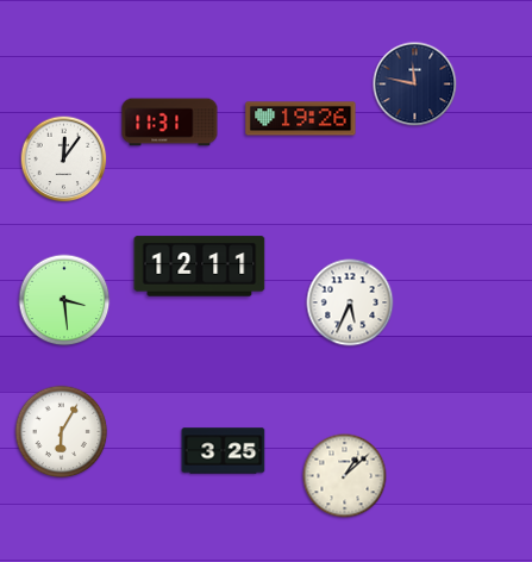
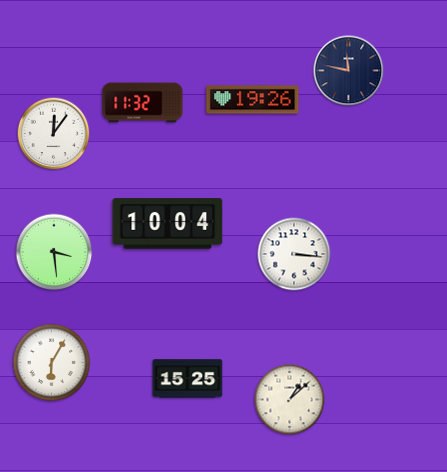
clock at (170, 123): 11:31 -> 11:32
clock at (200, 267): 12:11 -> 10:04
clock at (350, 302): 5:34 -> 3:16
clock at (224, 451): 3:25 -> 15:25
